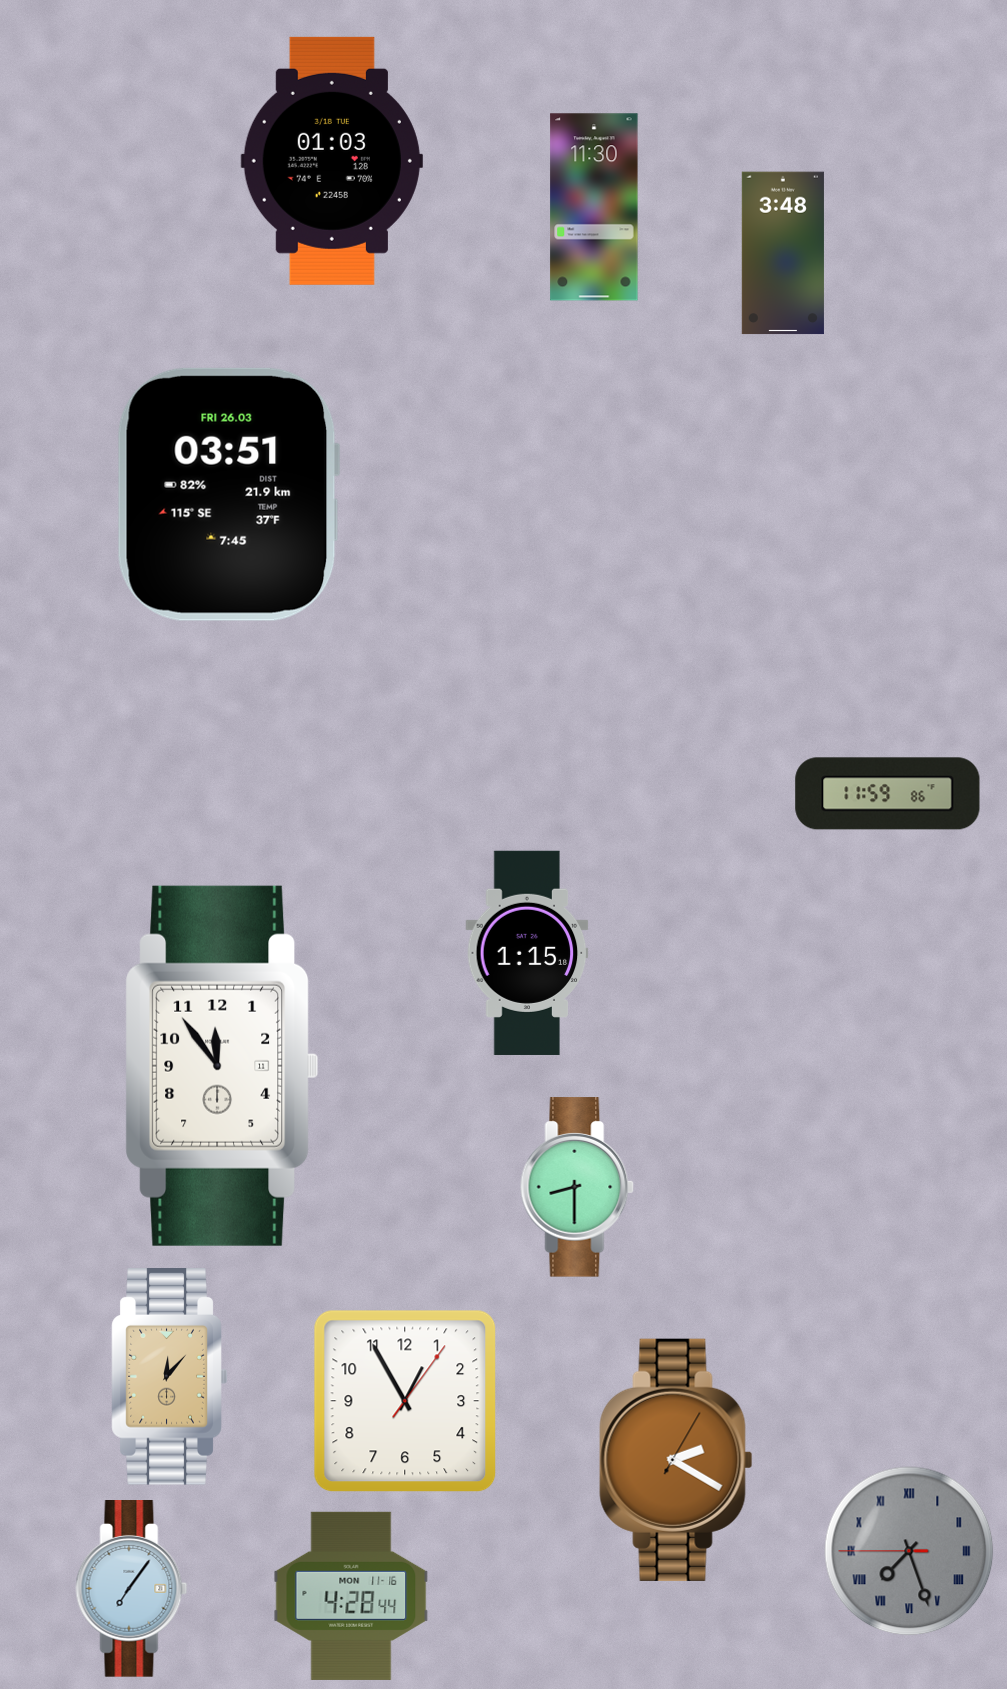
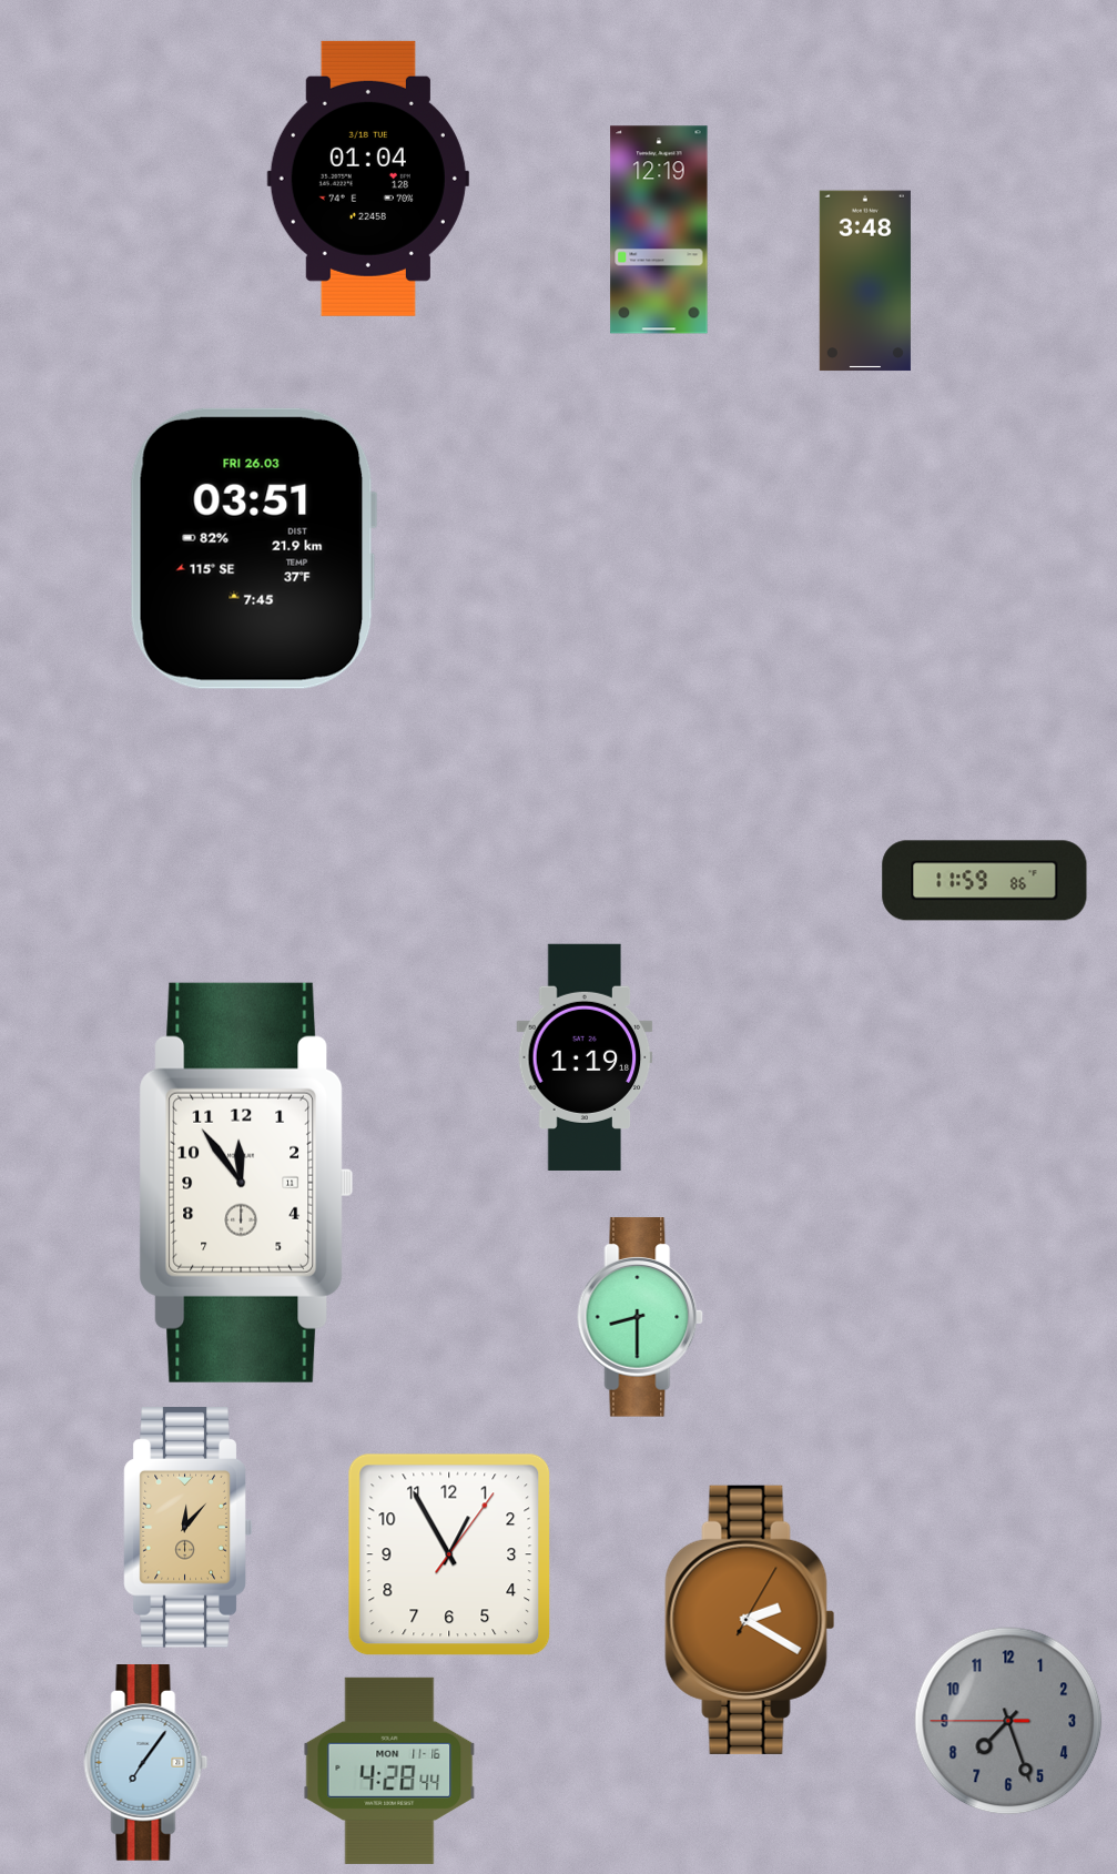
clock at (332, 161): 01:03 -> 01:04
clock at (594, 207): 11:30 -> 12:19
clock at (783, 253) position: (783, 253) -> (865, 281)
clock at (527, 953): 1:15 -> 1:19
clock at (909, 1551) numerals: Roman -> Arabic
